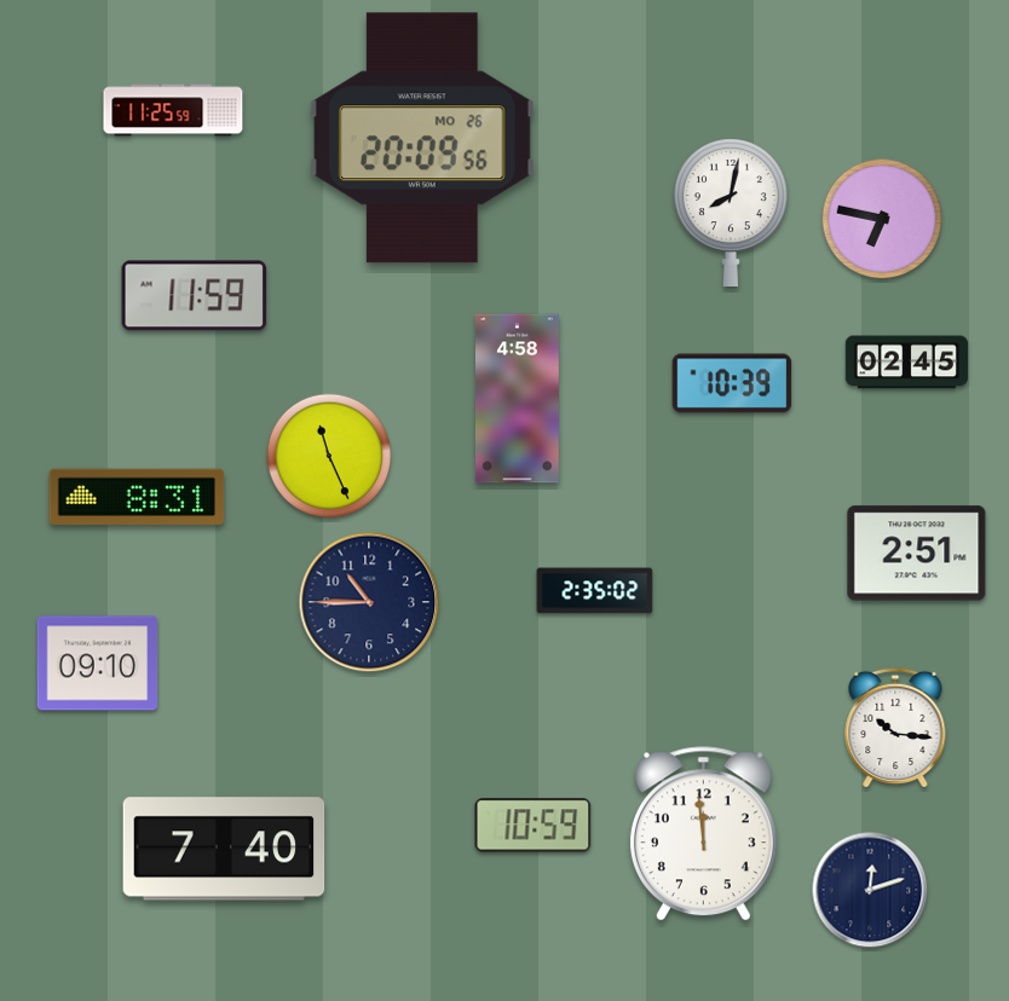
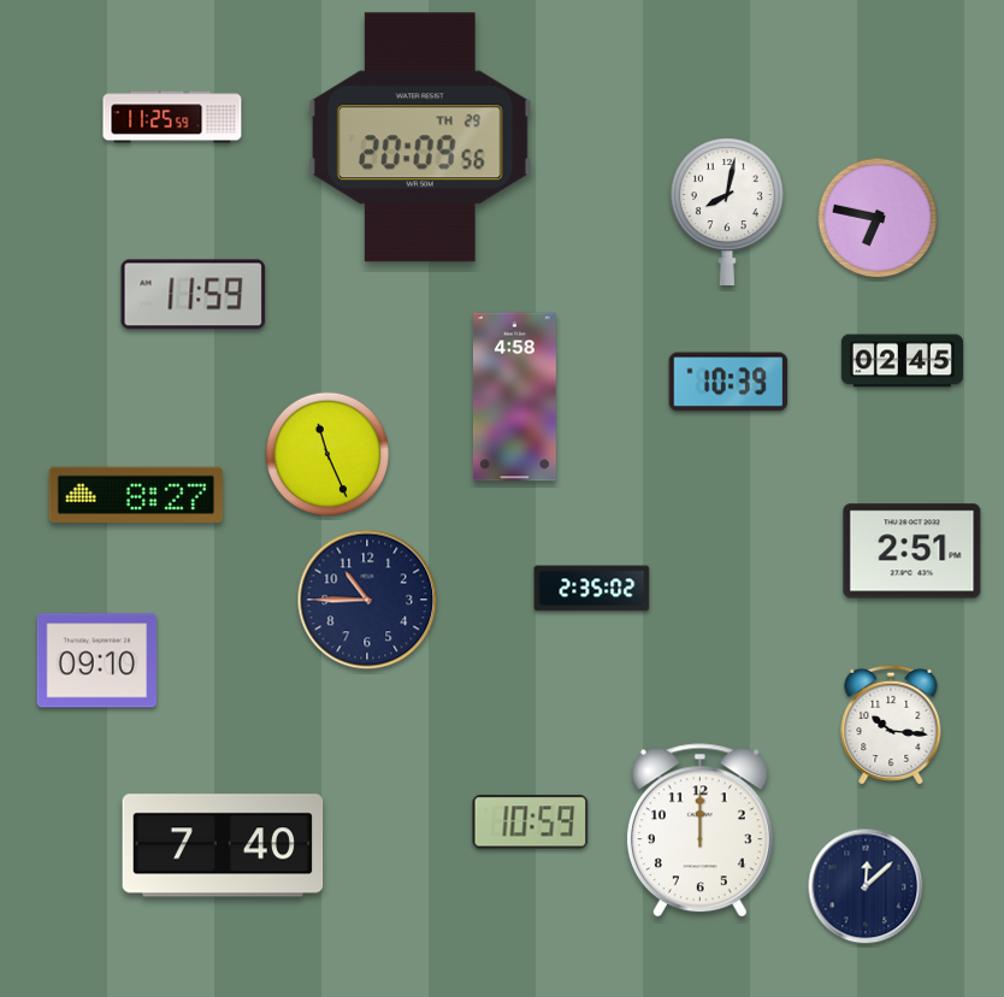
clock at (173, 110) position: (173, 110) -> (172, 117)
clock at (422, 138) date: MO 26 -> TH 29
clock at (137, 497): 8:31 -> 8:27
clock at (703, 834): 11:59 -> 12:00
clock at (870, 890): 12:12 -> 12:08
